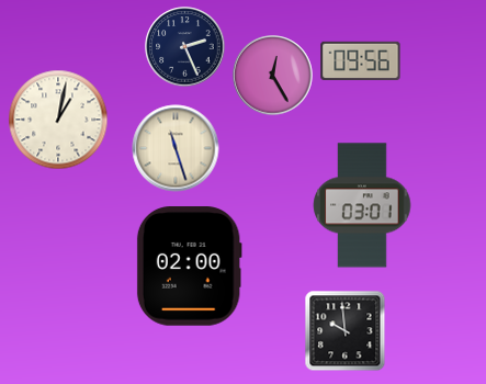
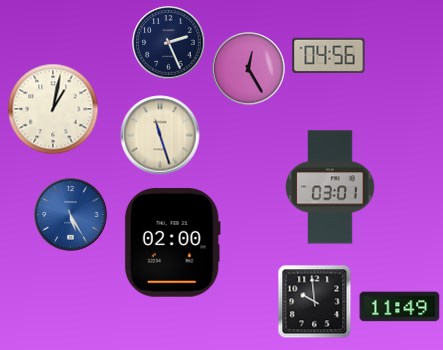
clock at (361, 60): 09:56 -> 04:56
clock at (71, 215): none -> 5:25
clock at (400, 307): none -> 11:49
